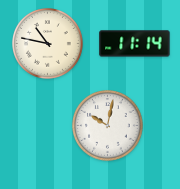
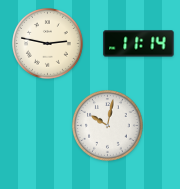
clock at (48, 44): 10:47 -> 2:47
clock at (135, 44) position: (135, 44) -> (139, 44)
